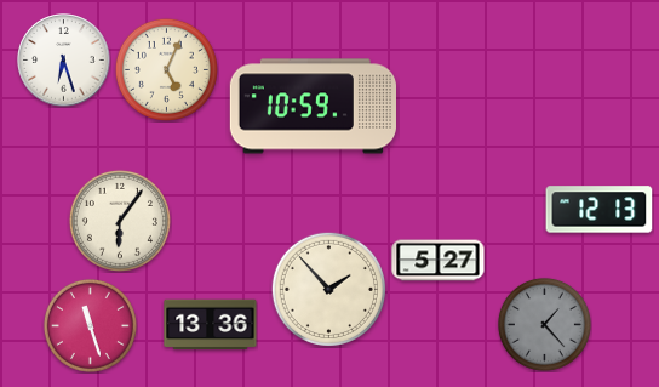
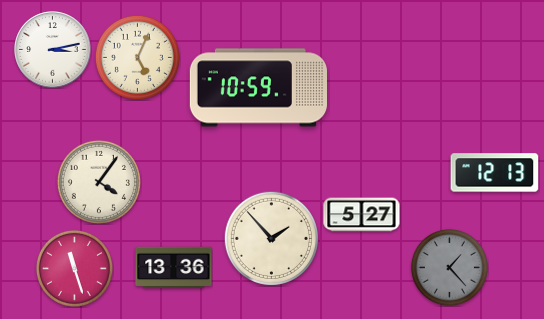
clock at (64, 61): 6:27 -> 3:13
clock at (120, 221): 6:06 -> 4:06
